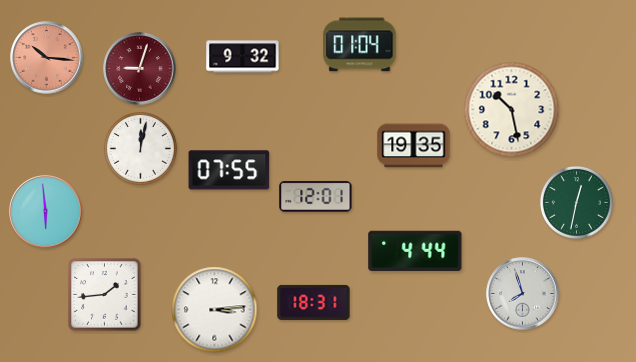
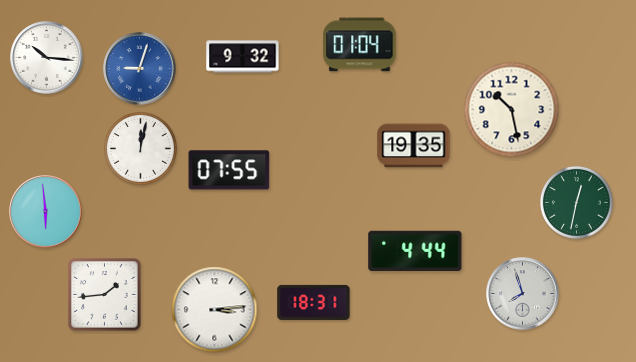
clock at (47, 58) dial: salmon -> white
clock at (140, 69) dial: burgundy -> blue
clock at (316, 197): 12:01 -> none
